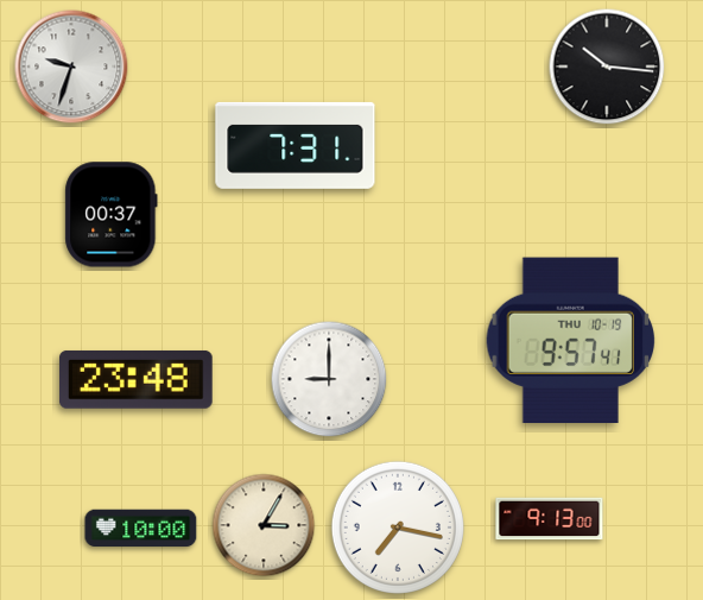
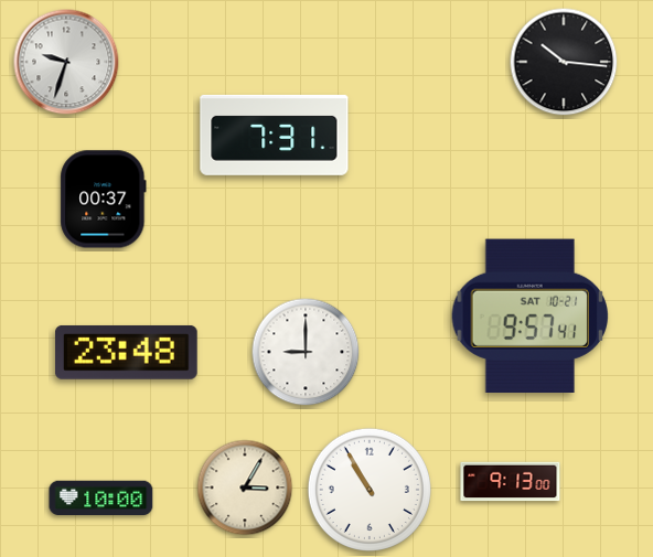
clock at (571, 340) date: THU 10-19 -> SAT 10-21
clock at (398, 528): 7:17 -> 10:55
clock at (141, 529) position: (141, 529) -> (101, 499)
